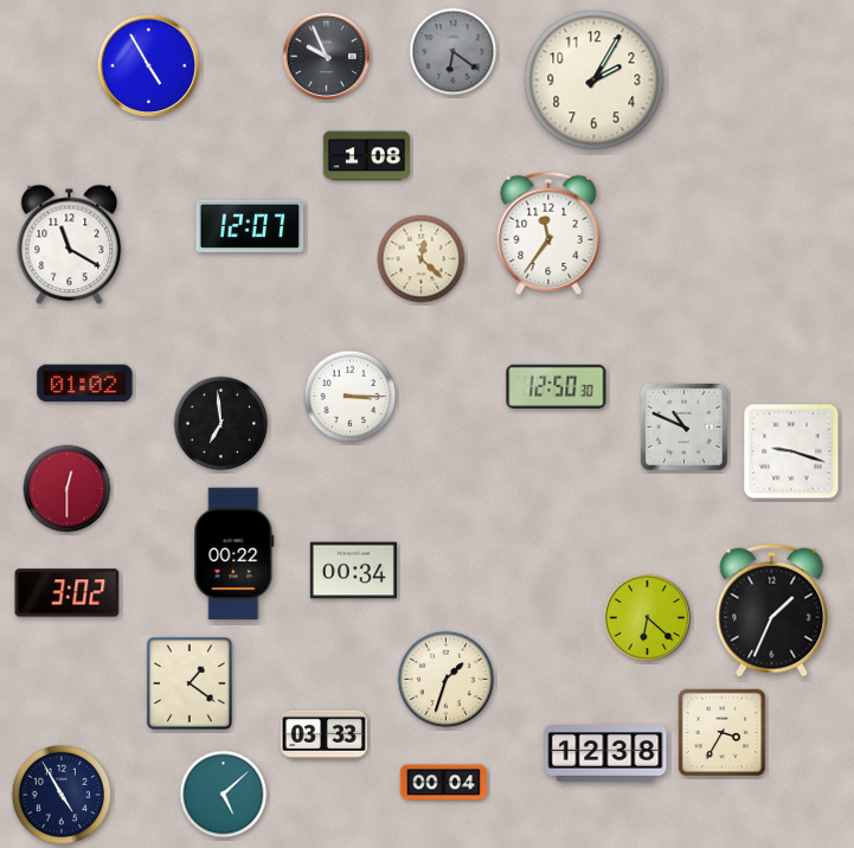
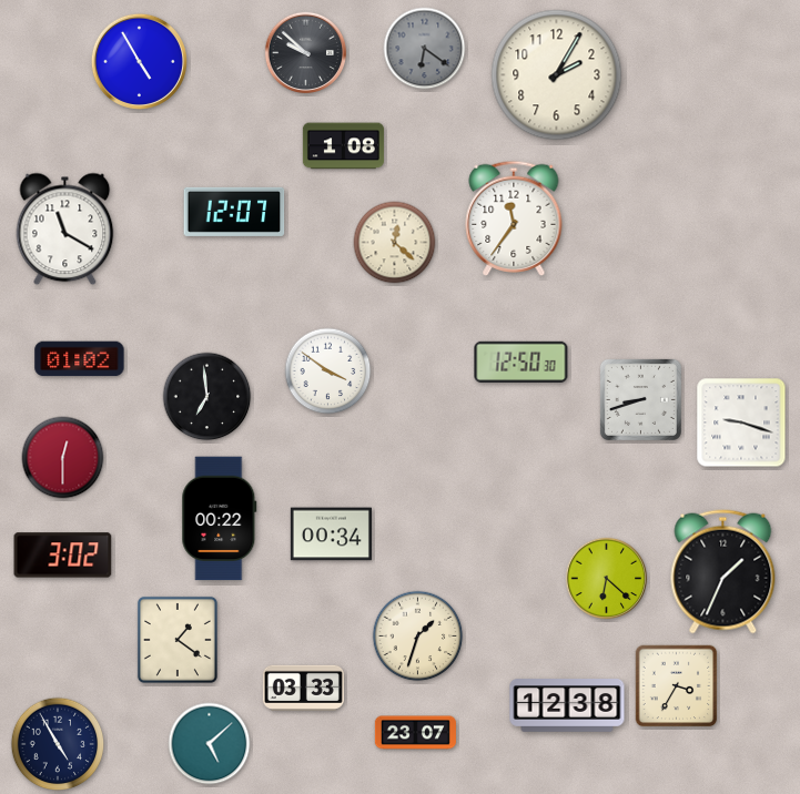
clock at (327, 57): 9:56 -> 9:52
clock at (351, 397): 3:15 -> 3:51
clock at (683, 426): 10:49 -> 8:42
clock at (443, 783): 00:04 -> 23:07
